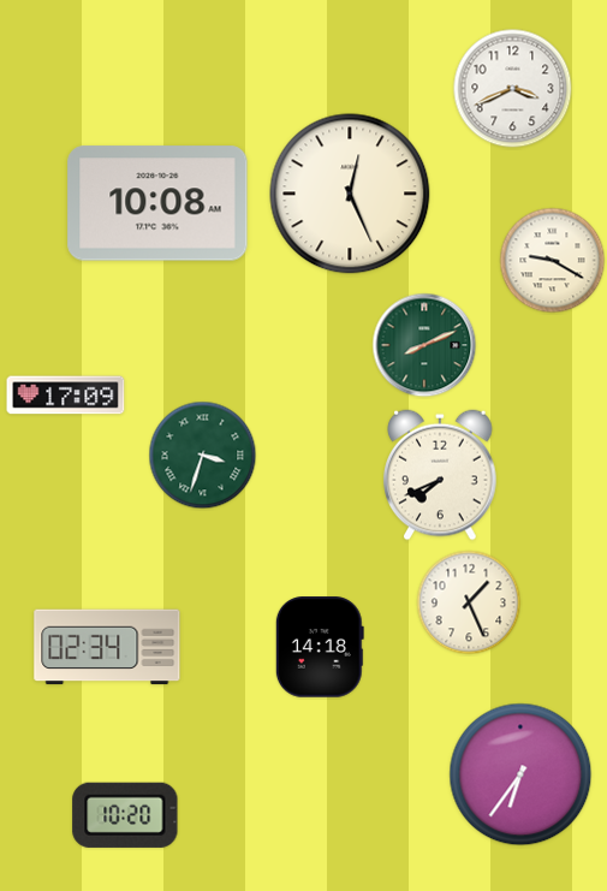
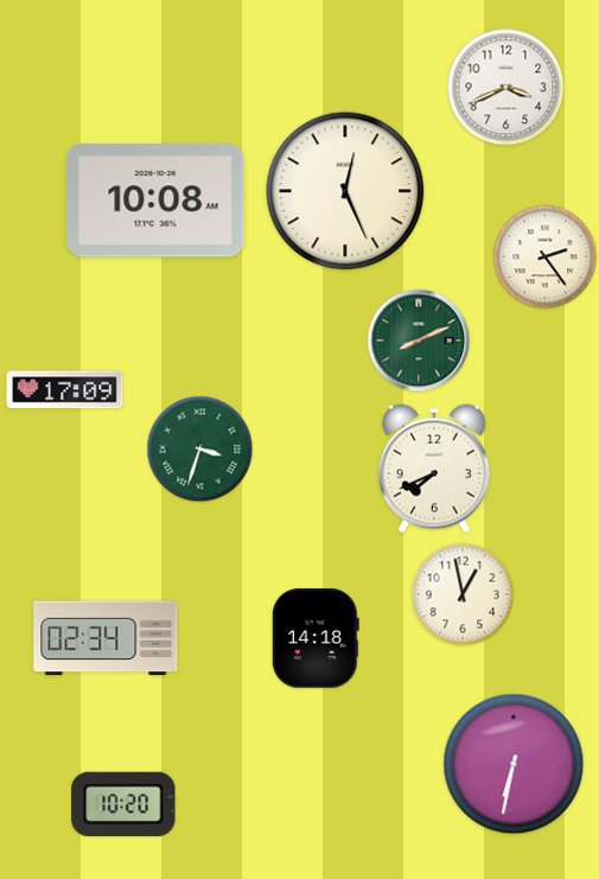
clock at (553, 261): 9:20 -> 2:24
clock at (469, 602): 1:26 -> 12:58
clock at (520, 774): 6:36 -> 6:32
